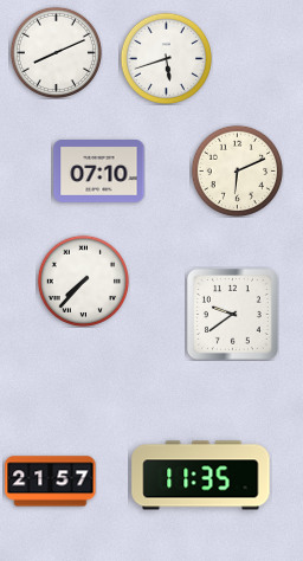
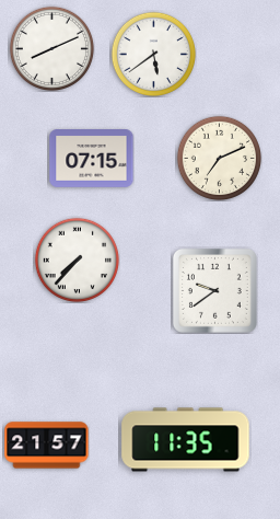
clock at (166, 58): 5:42 -> 5:39
clock at (237, 170): 6:11 -> 7:11
clock at (99, 172): 07:10 -> 07:15
